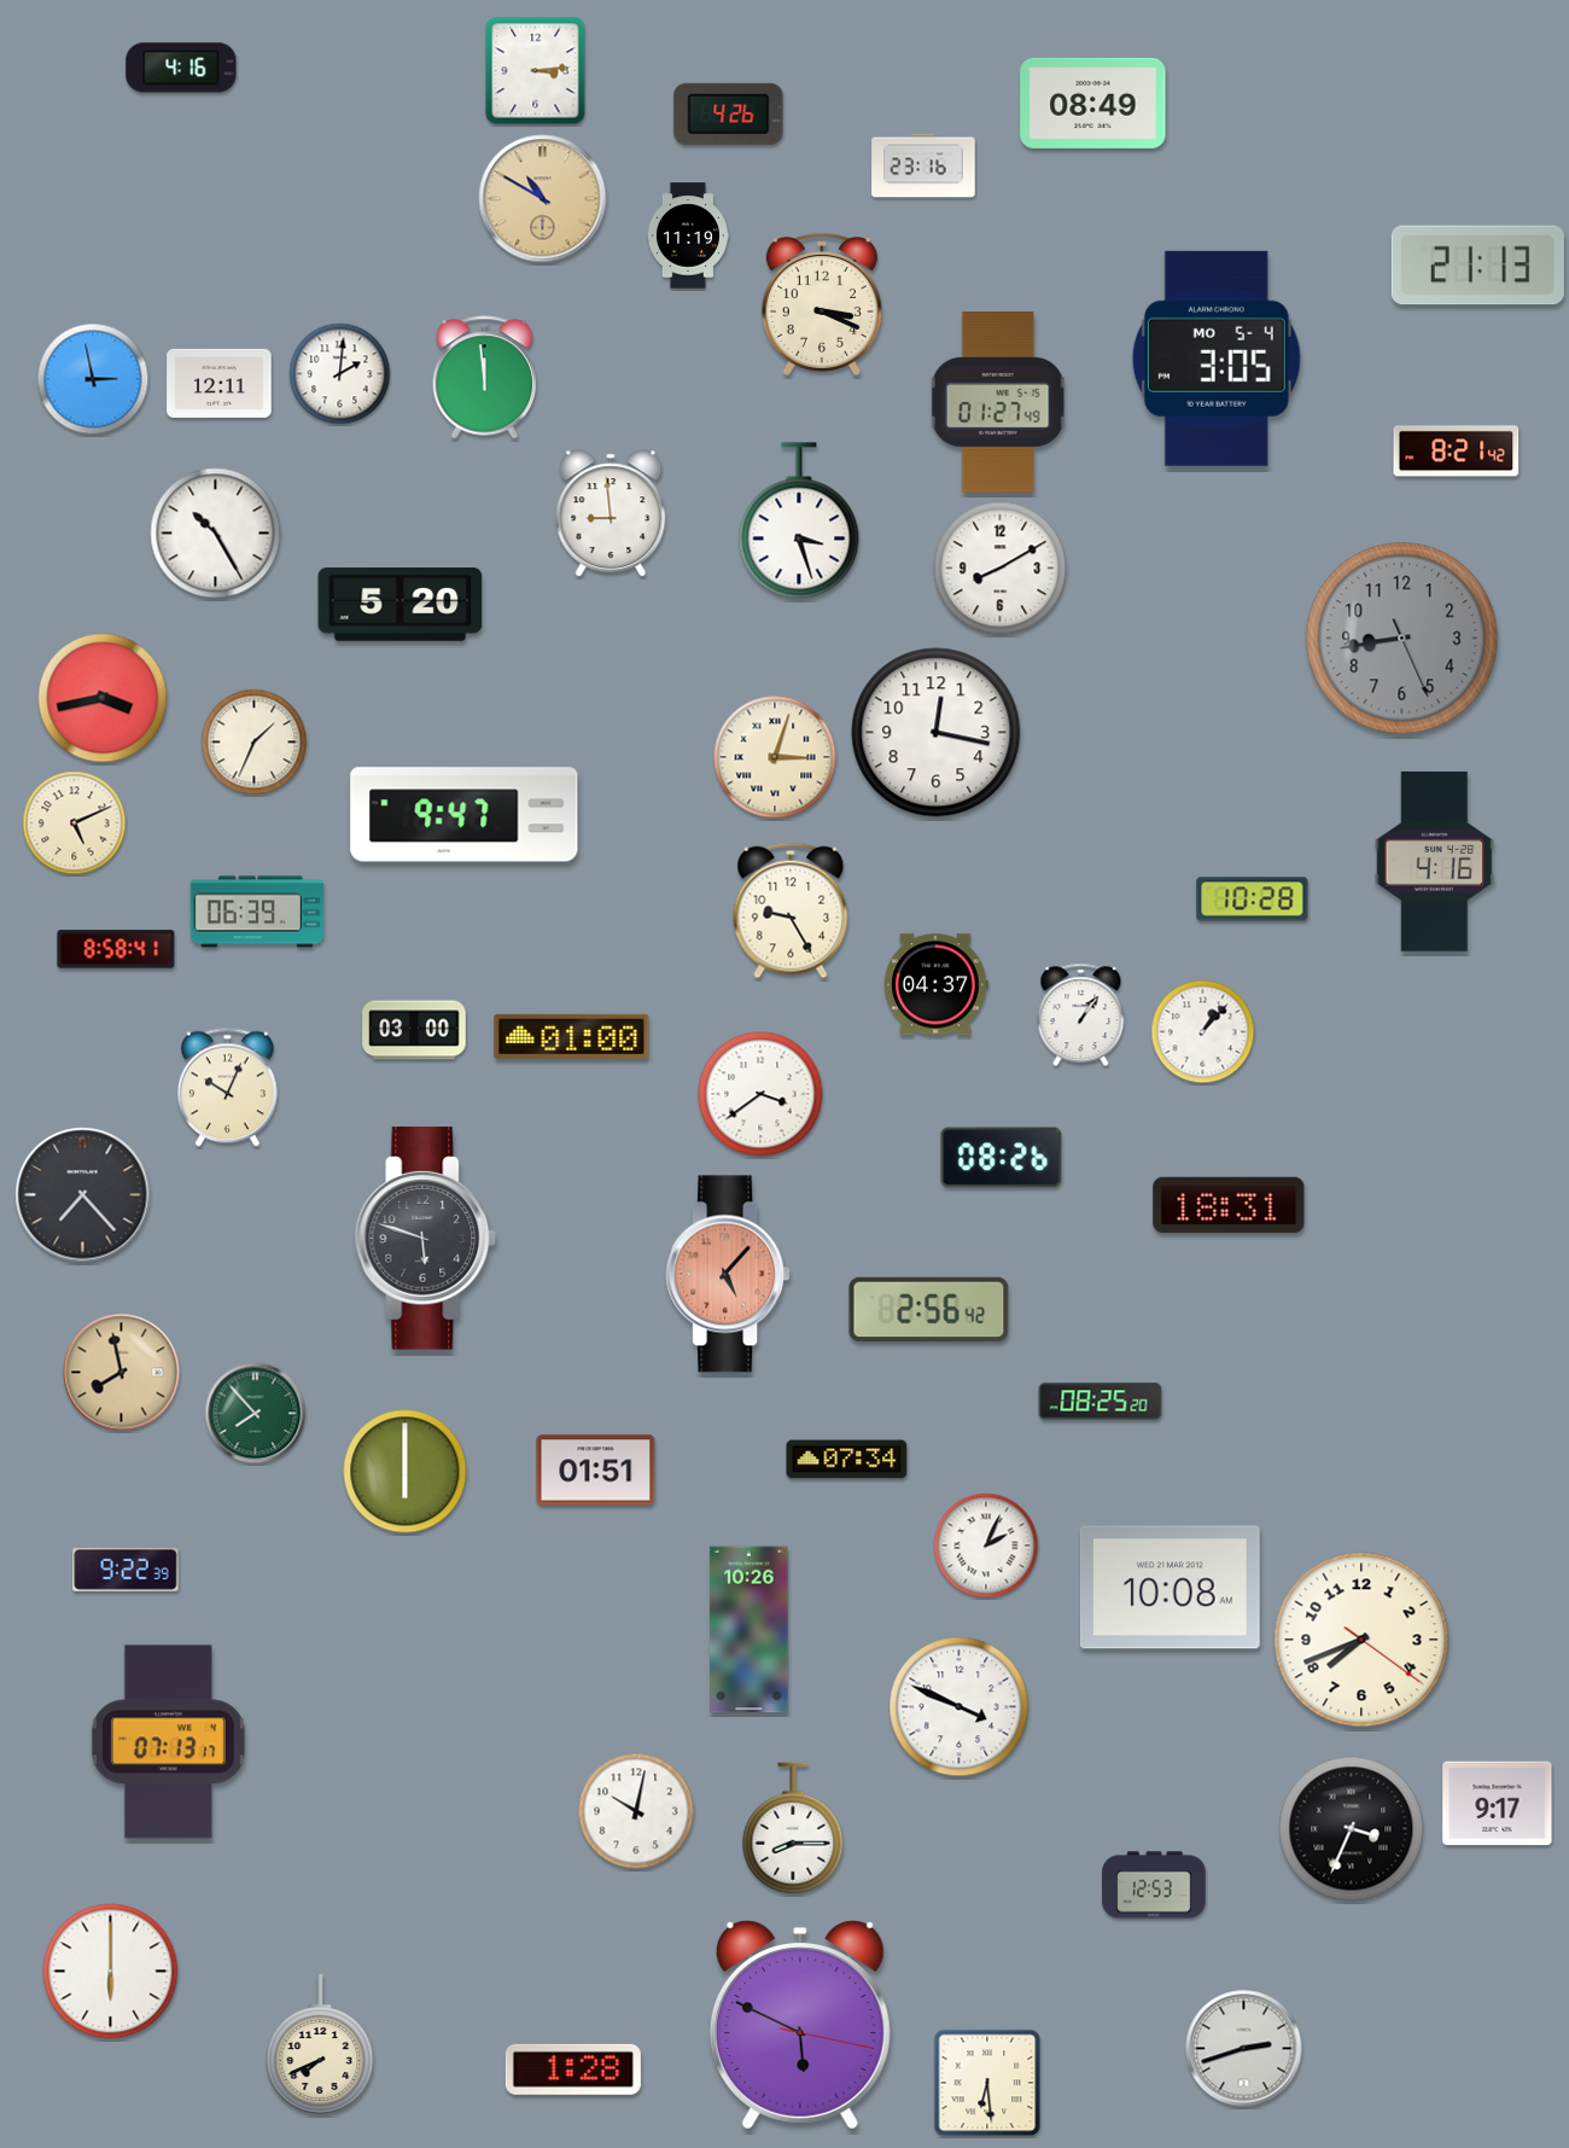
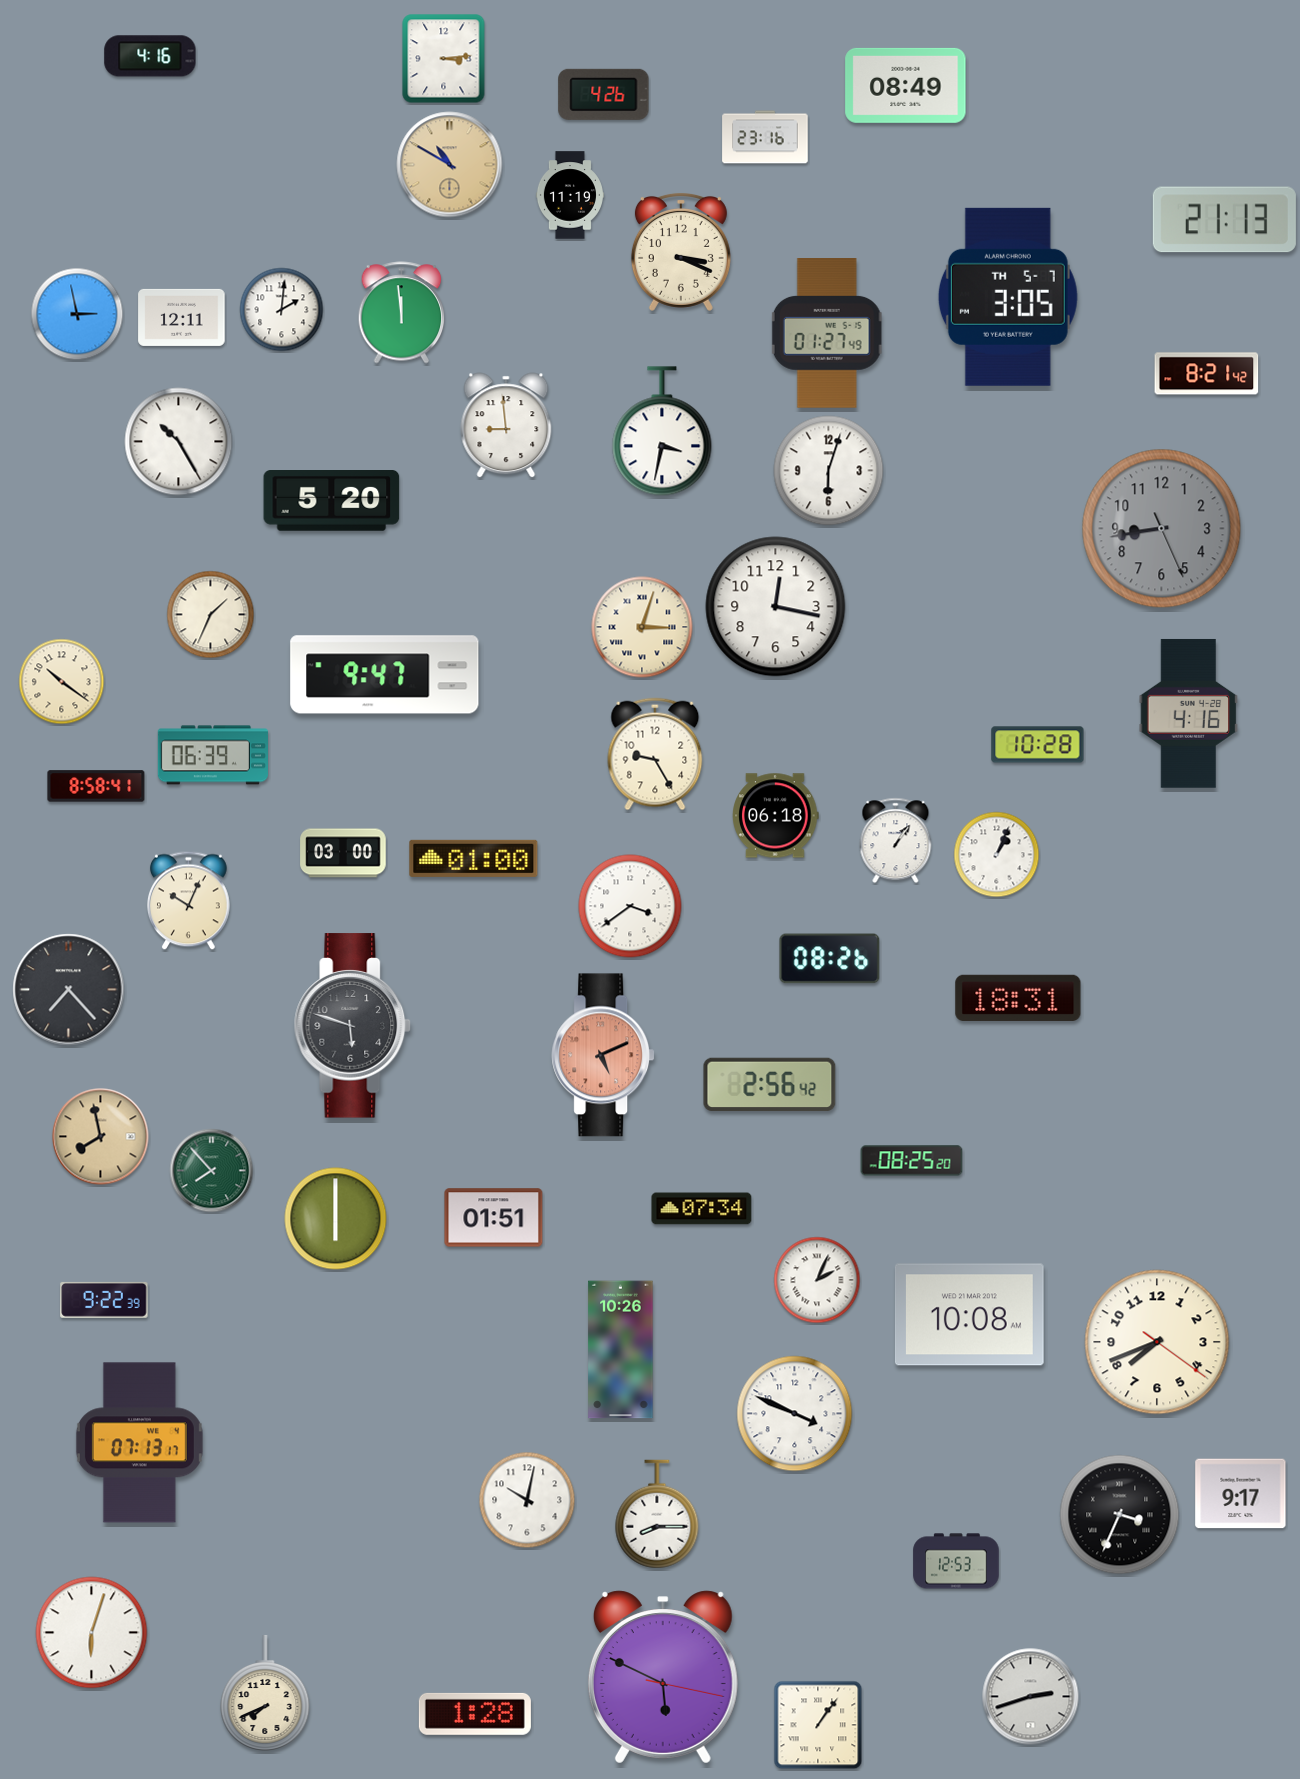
clock at (1217, 359) date: MO 5-4 -> TH 5-7
clock at (799, 520): 3:27 -> 3:32
clock at (1001, 569): 8:10 -> 6:03
clock at (103, 698): 3:43 -> none
clock at (75, 823): 5:11 -> 10:21
clock at (937, 985): 04:37 -> 06:18
clock at (1203, 1032): 1:07 -> 1:04
clock at (728, 1274): 5:07 -> 5:11
clock at (1361, 1640) position: (1361, 1640) -> (1157, 1342)
clock at (111, 1972): 6:00 -> 6:03
clock at (987, 2083): 6:29 -> 1:06
